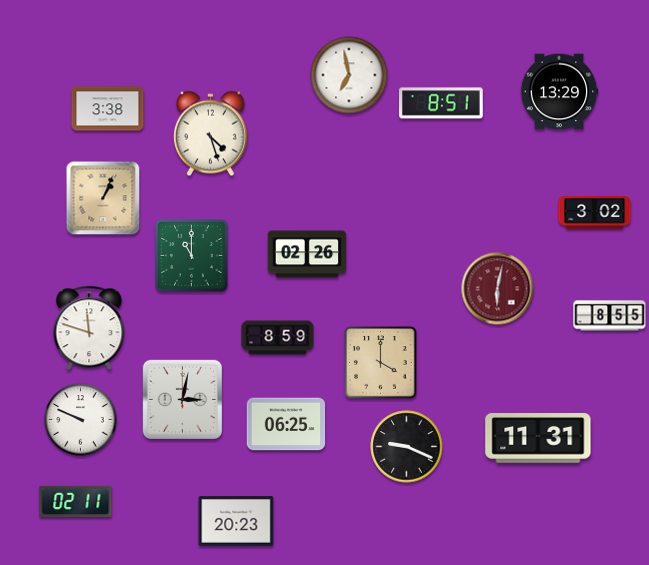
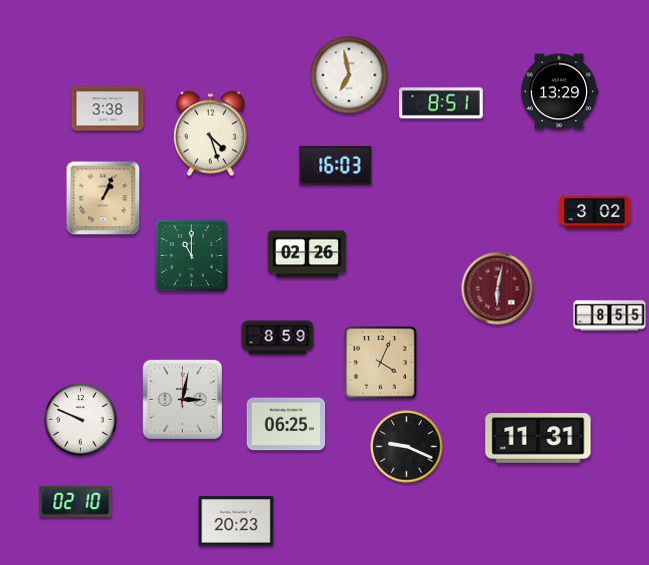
clock at (336, 165): none -> 16:03
clock at (89, 328): 11:48 -> none
clock at (381, 363): 4:00 -> 4:04
clock at (76, 501): 02:11 -> 02:10
